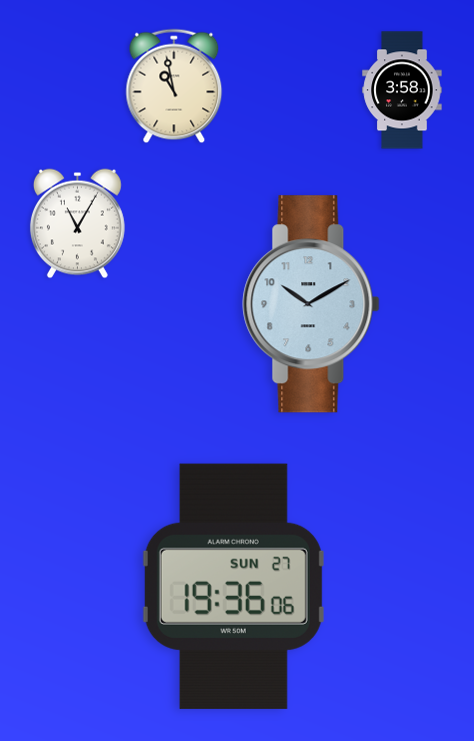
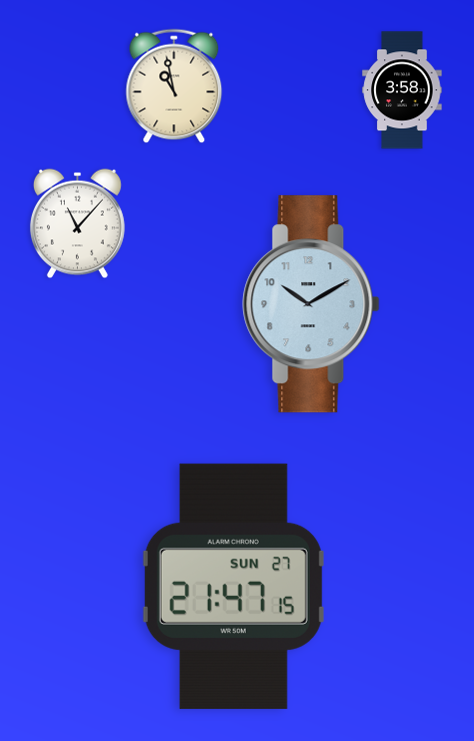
clock at (77, 224): 11:05 -> 11:07
clock at (233, 586): 19:36 -> 21:47
